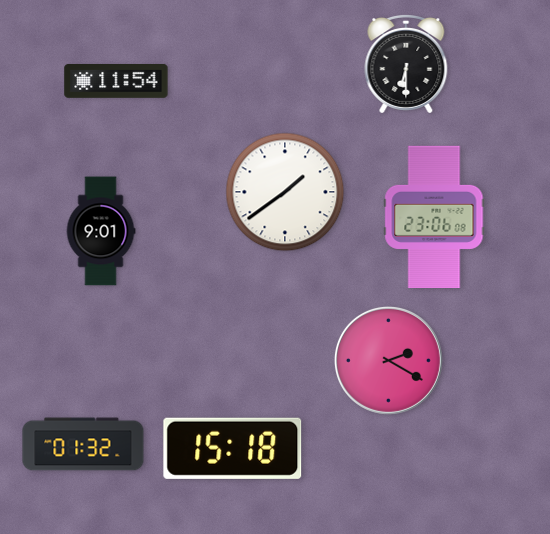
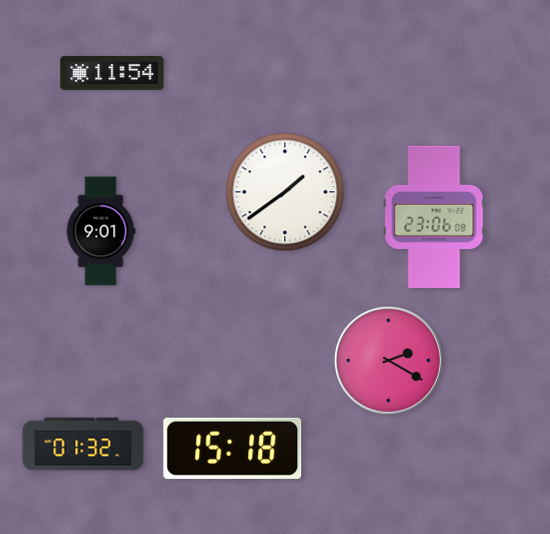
clock at (406, 64): 6:30 -> none
clock at (116, 82) position: (116, 82) -> (112, 74)
